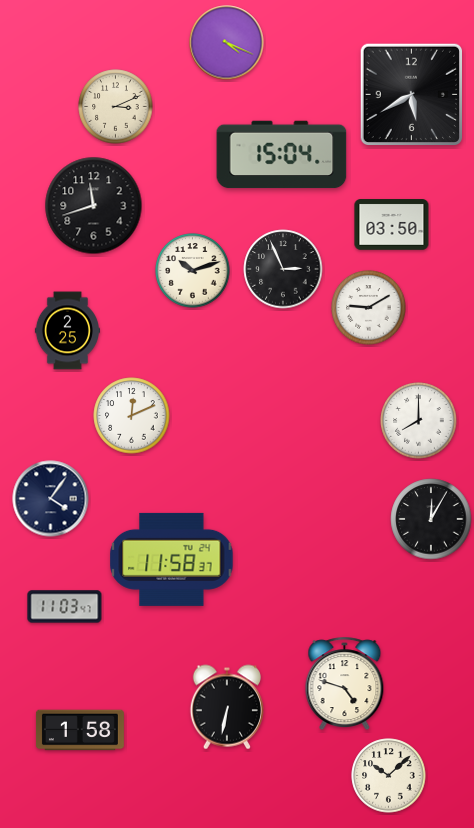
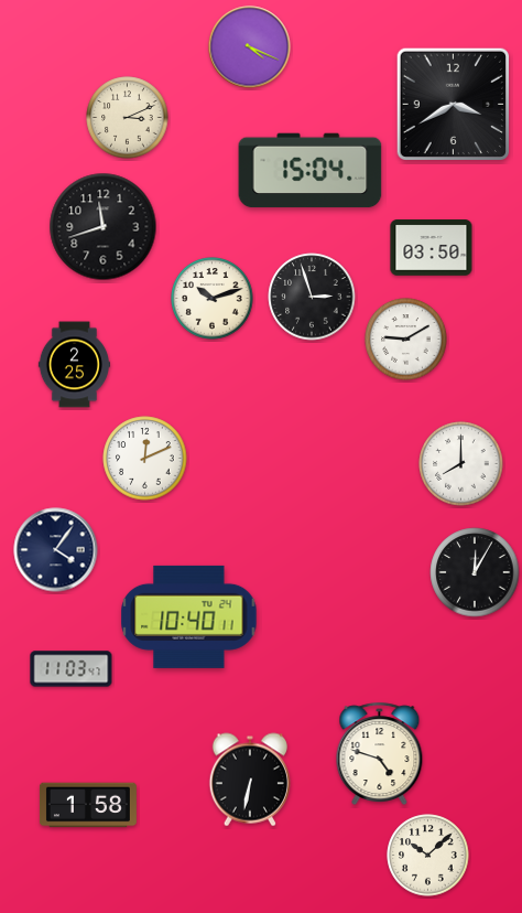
clock at (411, 94): 5:40 -> 3:40
clock at (283, 269): 2:56 -> 2:57
clock at (172, 559): 11:58 -> 10:40
